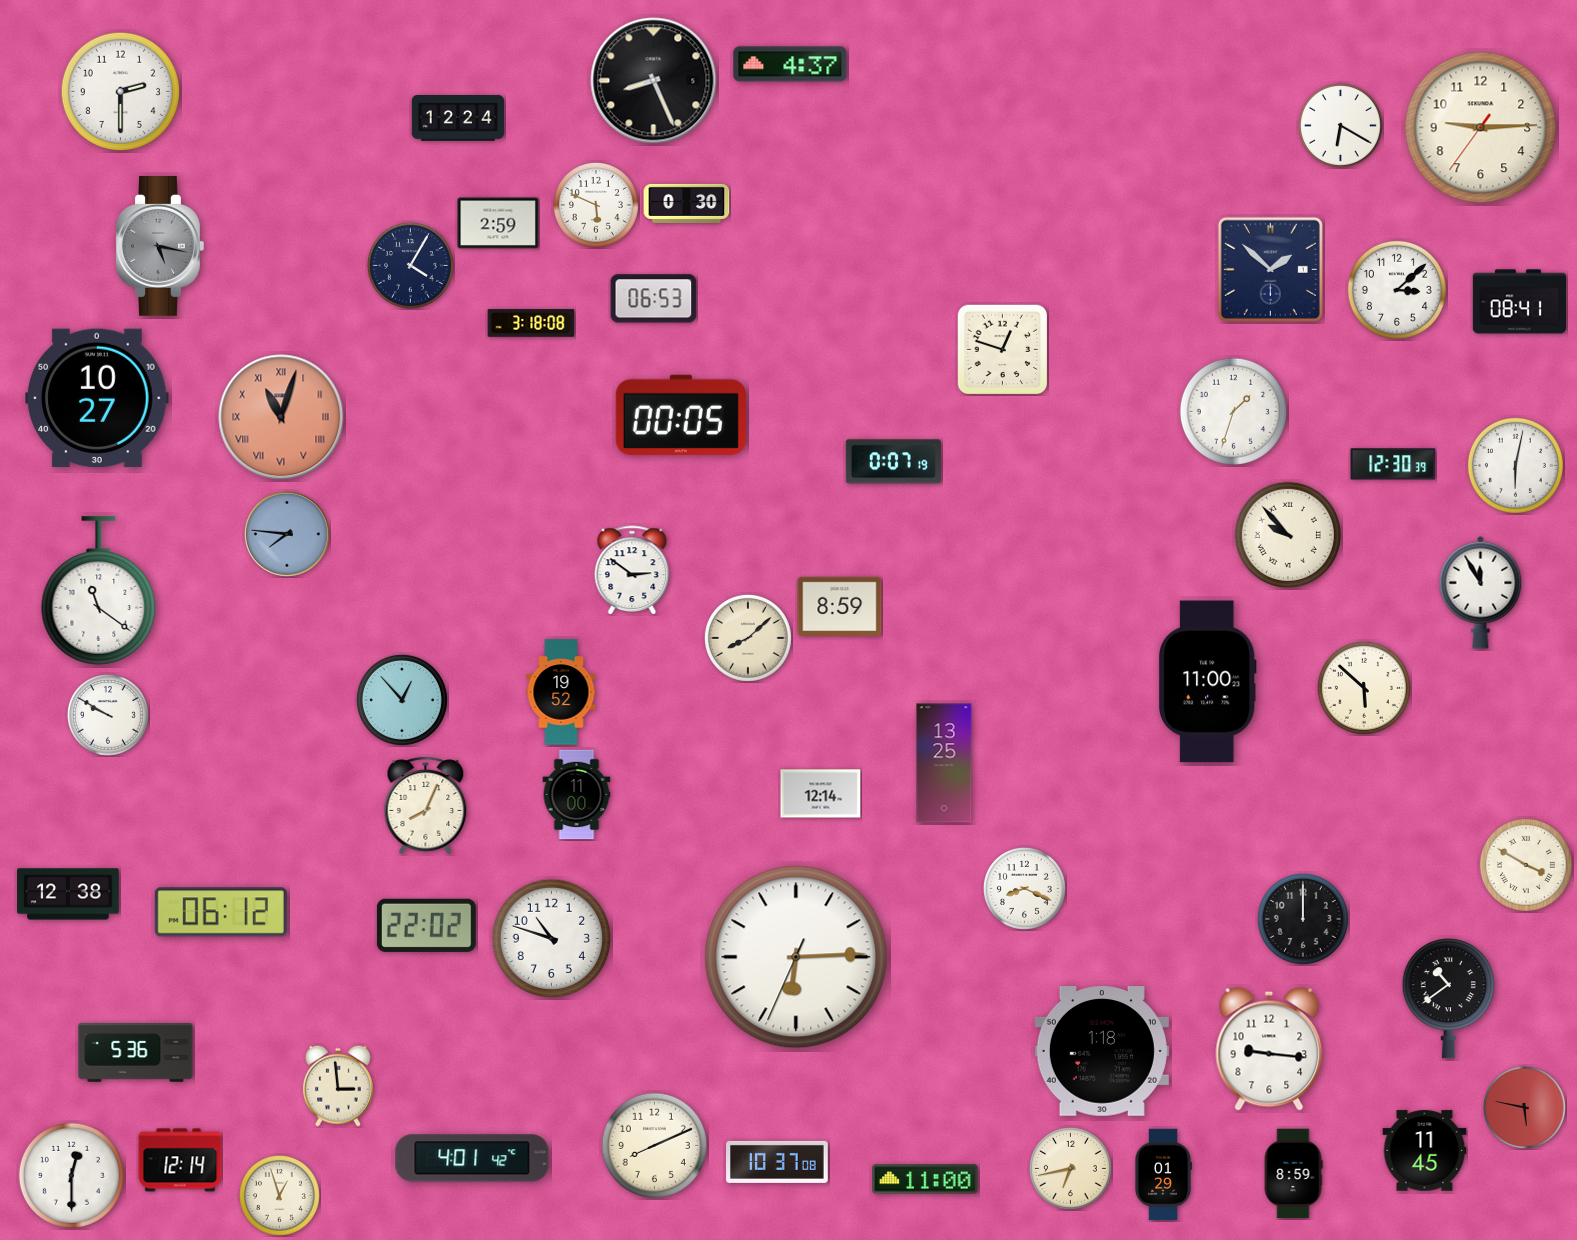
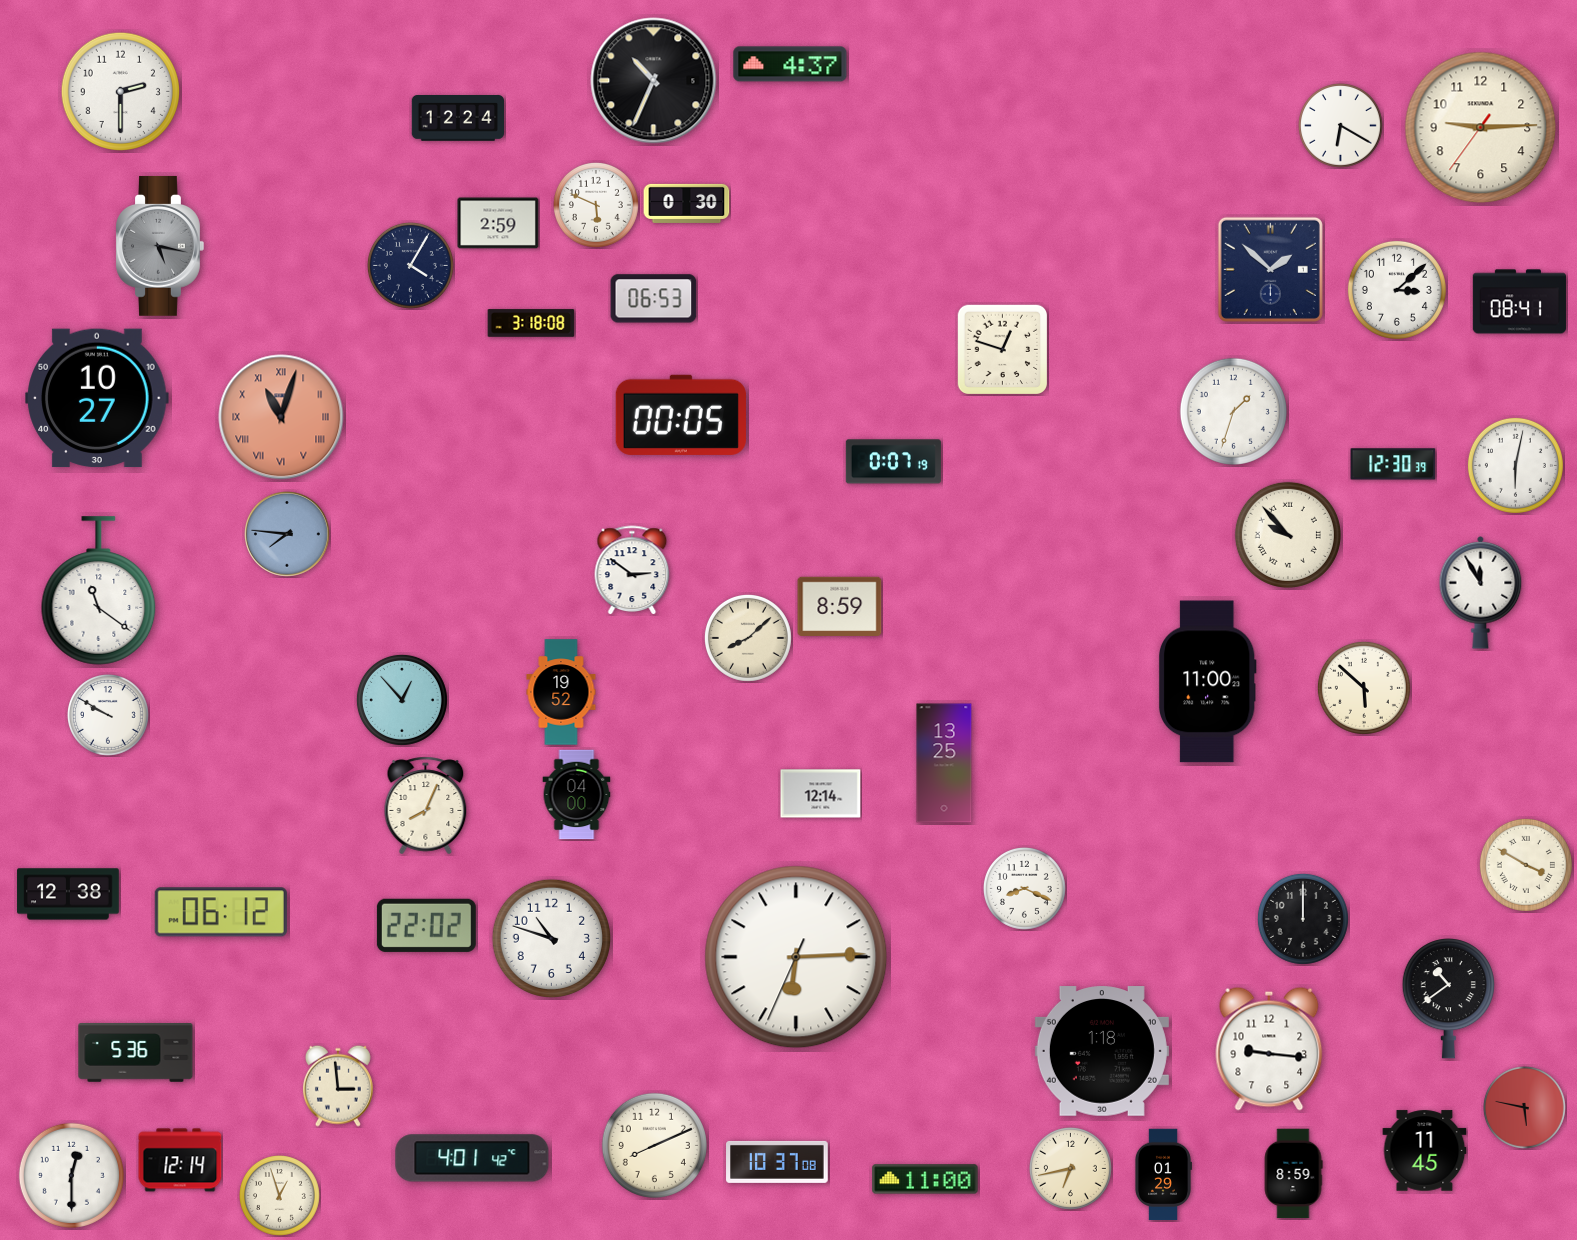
clock at (654, 81): 8:26 -> 10:34
clock at (577, 795): 11:00 -> 04:00
